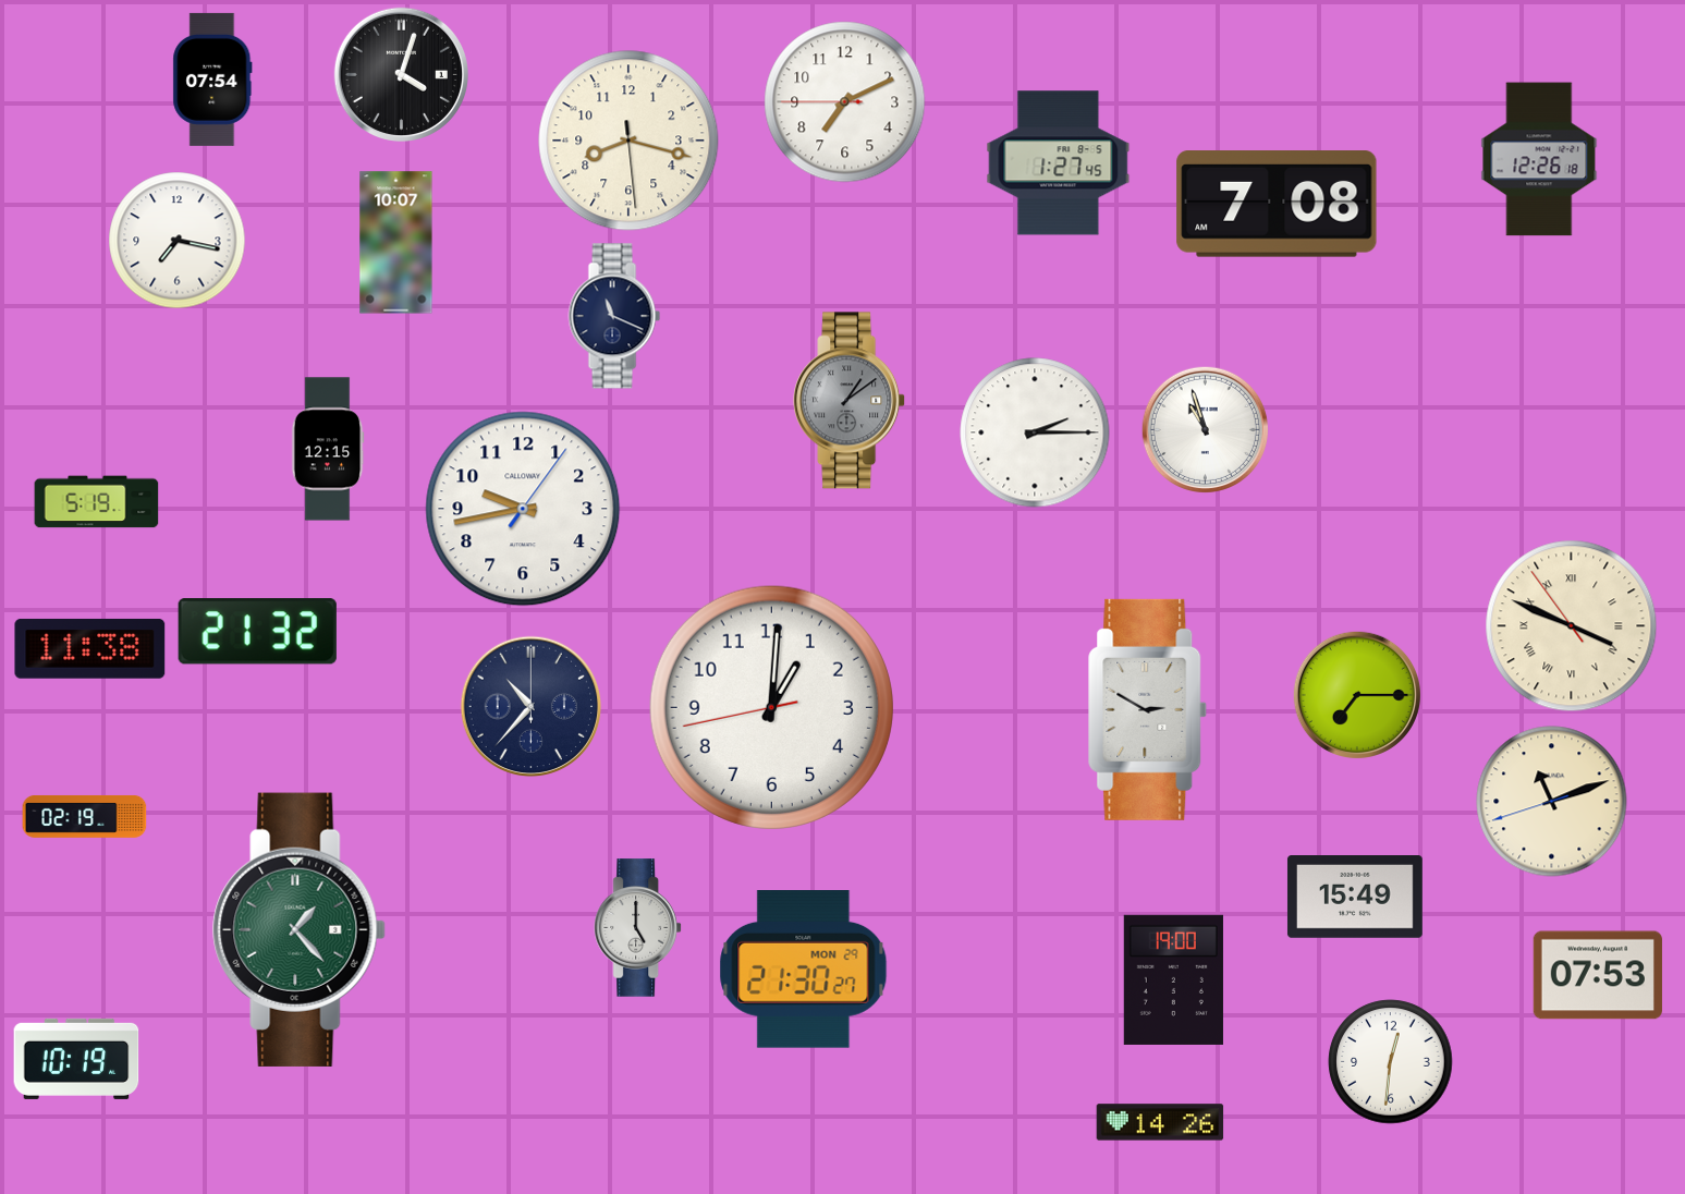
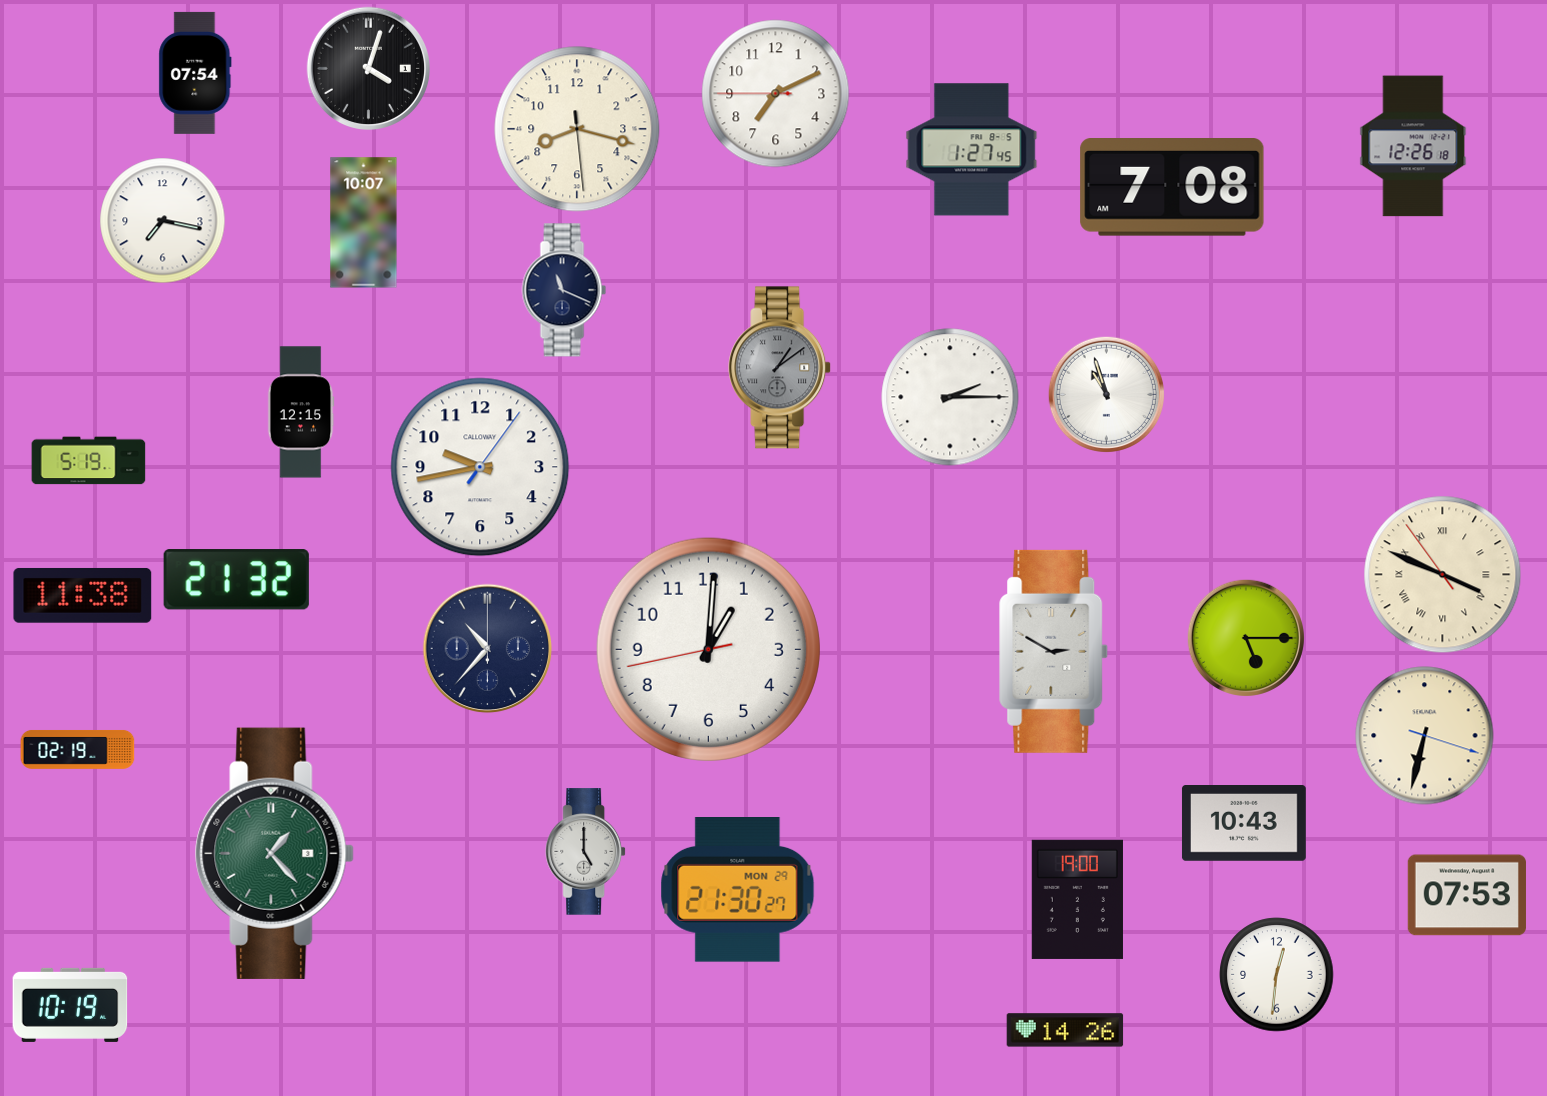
clock at (1357, 695): 7:15 -> 5:15
clock at (1552, 802): 11:11 -> 6:32
clock at (1355, 898): 15:49 -> 10:43
clock at (76, 1059) position: (76, 1059) -> (70, 1005)
